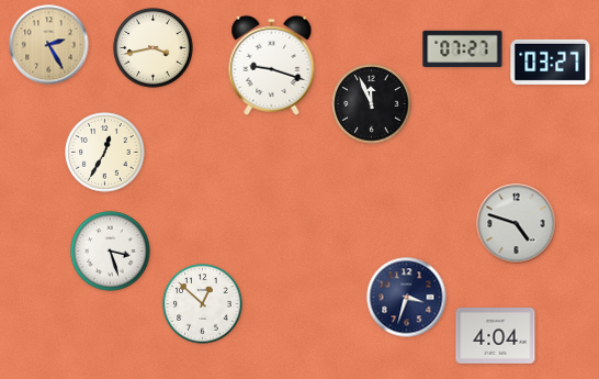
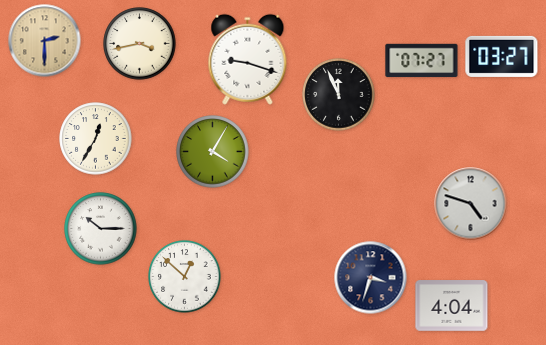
clock at (49, 45): 2:25 -> 2:30
clock at (463, 49) position: (463, 49) -> (422, 61)
clock at (213, 152): none -> 4:05
clock at (111, 252): 3:27 -> 10:15
clock at (407, 298) position: (407, 298) -> (371, 278)
